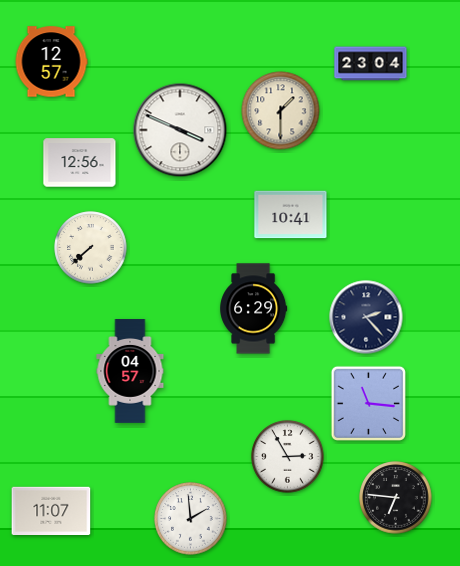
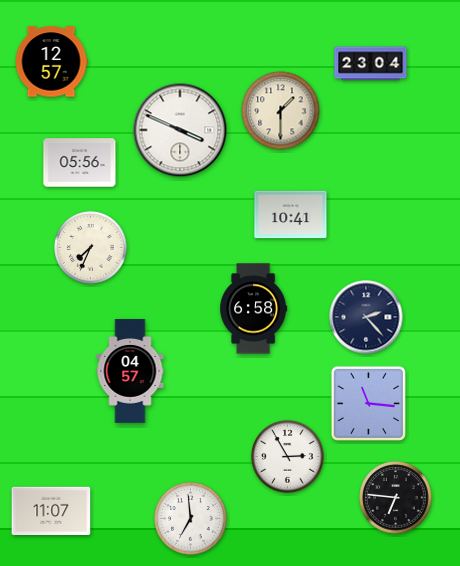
clock at (80, 163): 12:56 -> 05:56
clock at (91, 248): 7:38 -> 7:34
clock at (254, 309): 6:29 -> 6:58
clock at (191, 519): 1:59 -> 6:59
